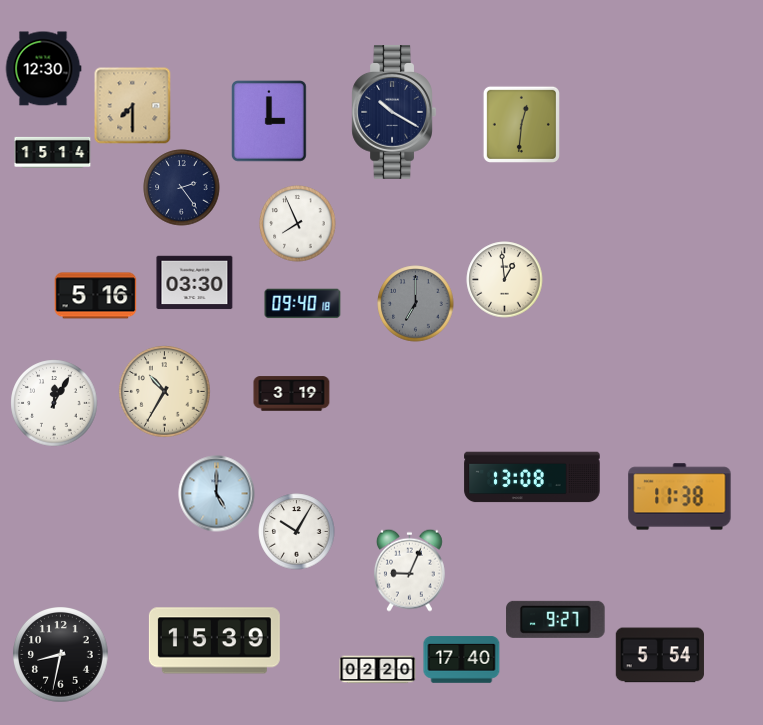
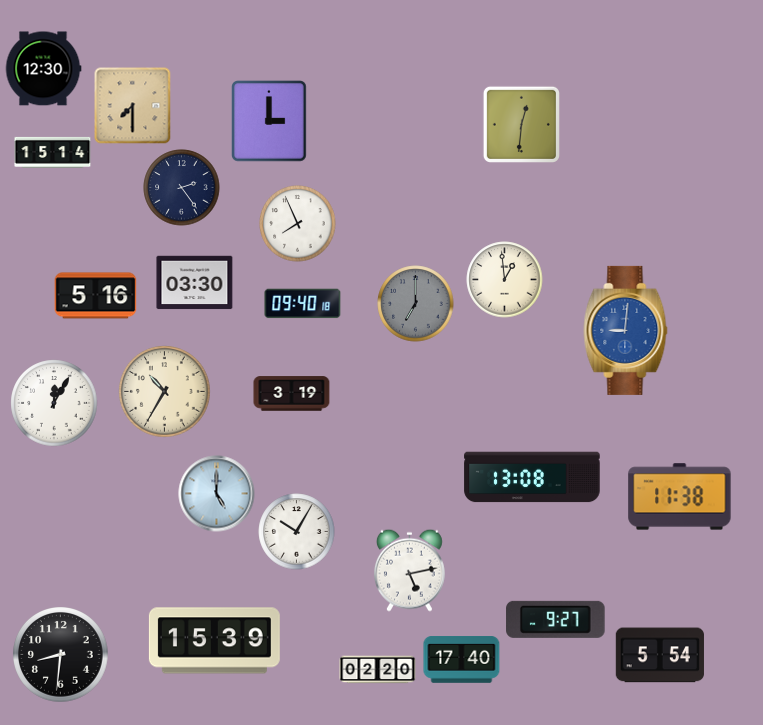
clock at (394, 113): 10:20 -> none
clock at (626, 330): none -> 9:01
clock at (409, 570): 9:04 -> 5:13
clock at (61, 655): 8:32 -> 8:31
